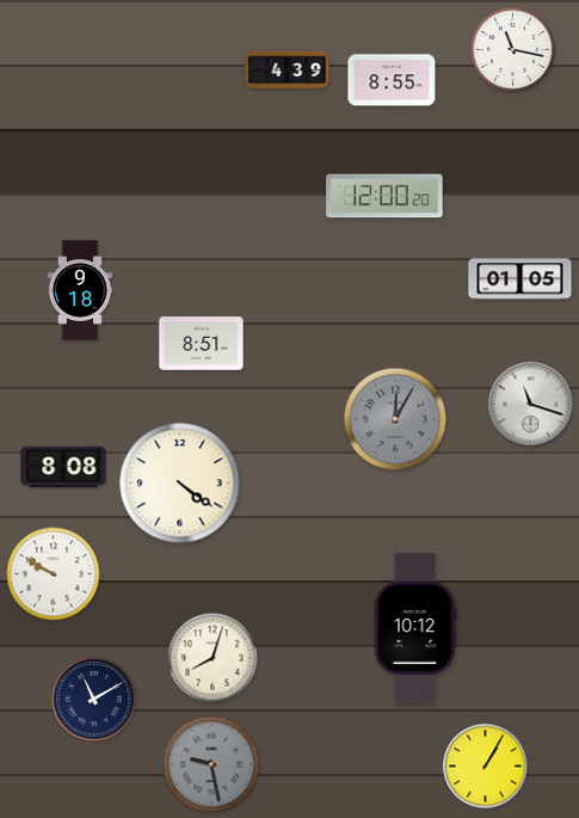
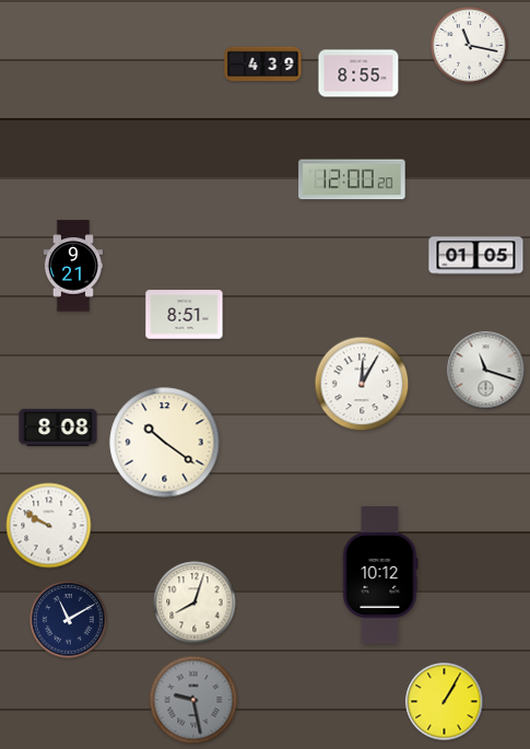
clock at (80, 290): 9:18 -> 9:21
clock at (395, 419) dial: grey -> white
clock at (180, 484): 4:21 -> 10:21
clock at (94, 700) position: (94, 700) -> (69, 620)
